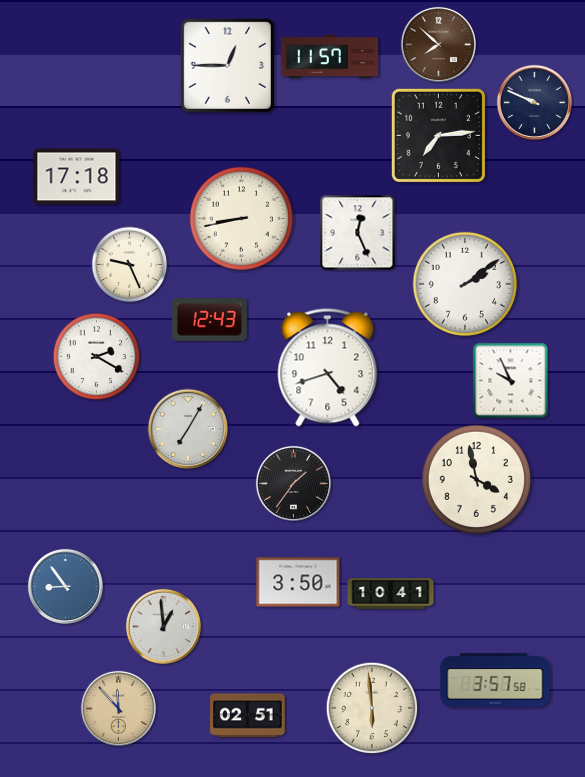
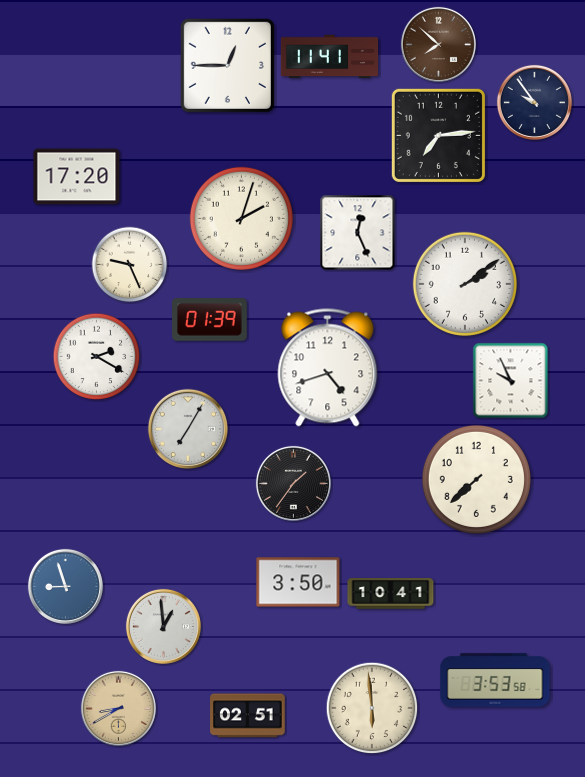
clock at (329, 57): 11:57 -> 11:41
clock at (534, 102): 9:49 -> 9:54
clock at (77, 177): 17:18 -> 17:20
clock at (241, 218): 8:43 -> 2:03
clock at (210, 320): 12:43 -> 01:39
clock at (476, 479): 3:58 -> 7:38
clock at (65, 586): 8:54 -> 8:57
clock at (495, 680): 3:57 -> 3:53
clock at (118, 708): 11:53 -> 8:40
